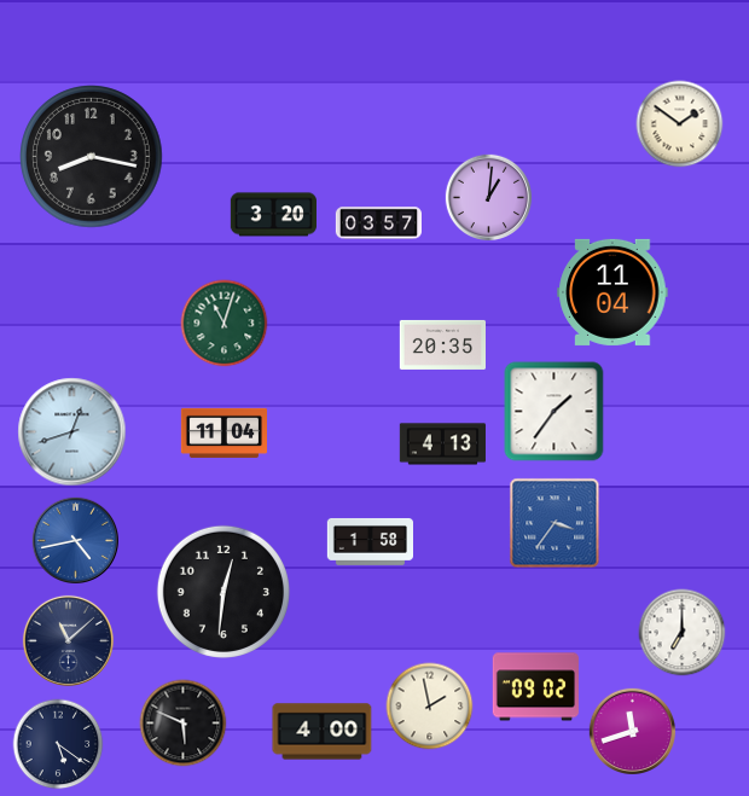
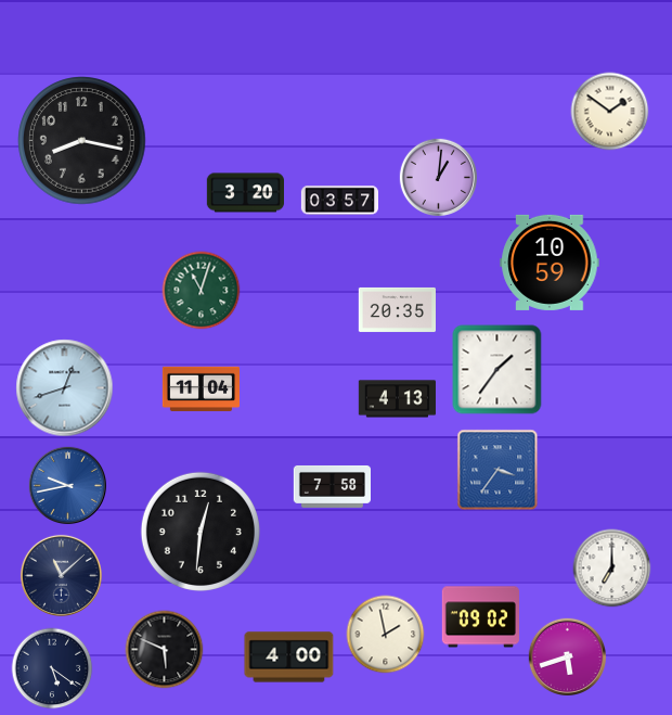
clock at (612, 292): 11:04 -> 10:59
clock at (75, 540): 4:43 -> 9:43
clock at (370, 541): 1:58 -> 7:58
clock at (632, 731): 11:42 -> 5:42
